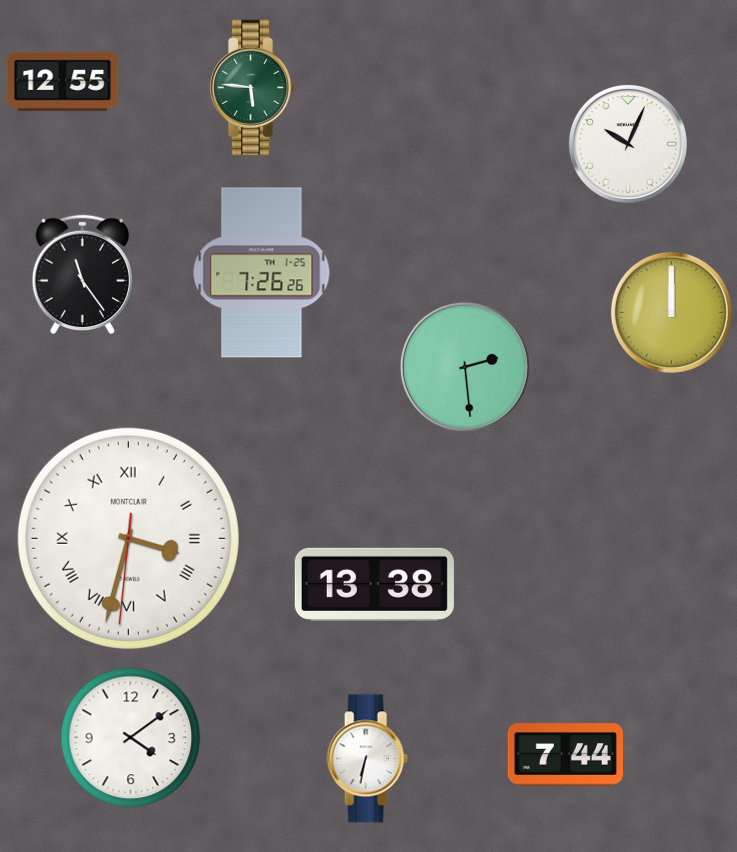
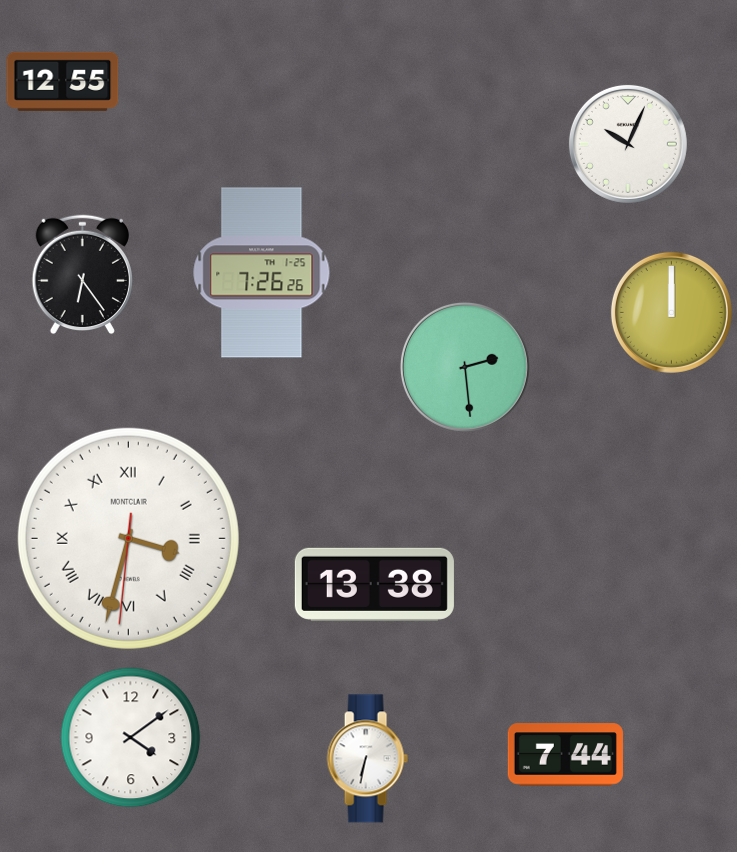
clock at (252, 88): 5:46 -> none
clock at (82, 275): 11:24 -> 6:24
